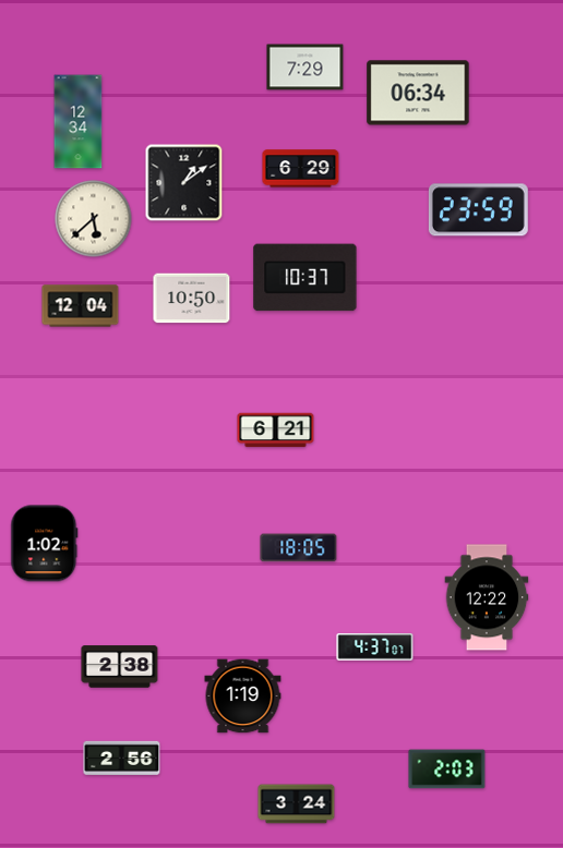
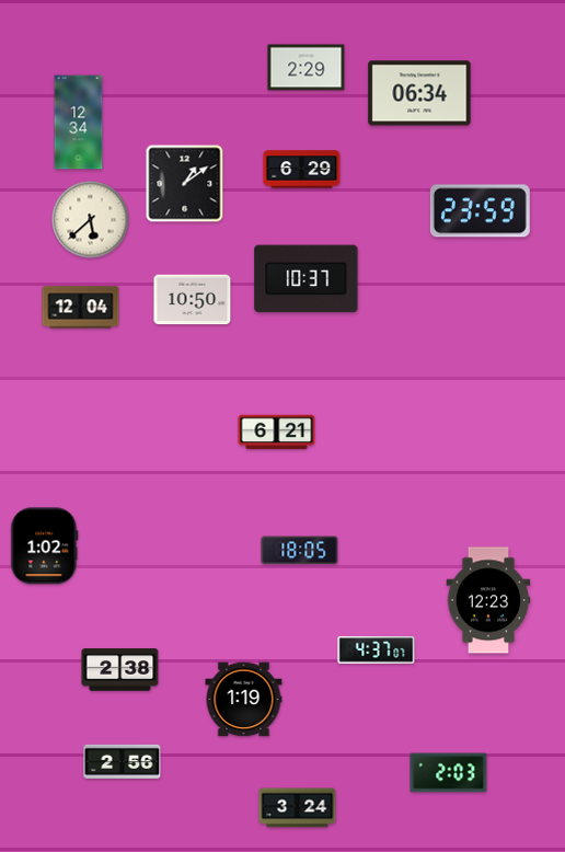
clock at (306, 68): 7:29 -> 2:29
clock at (94, 219) position: (94, 219) -> (91, 220)
clock at (487, 597): 12:22 -> 12:23
